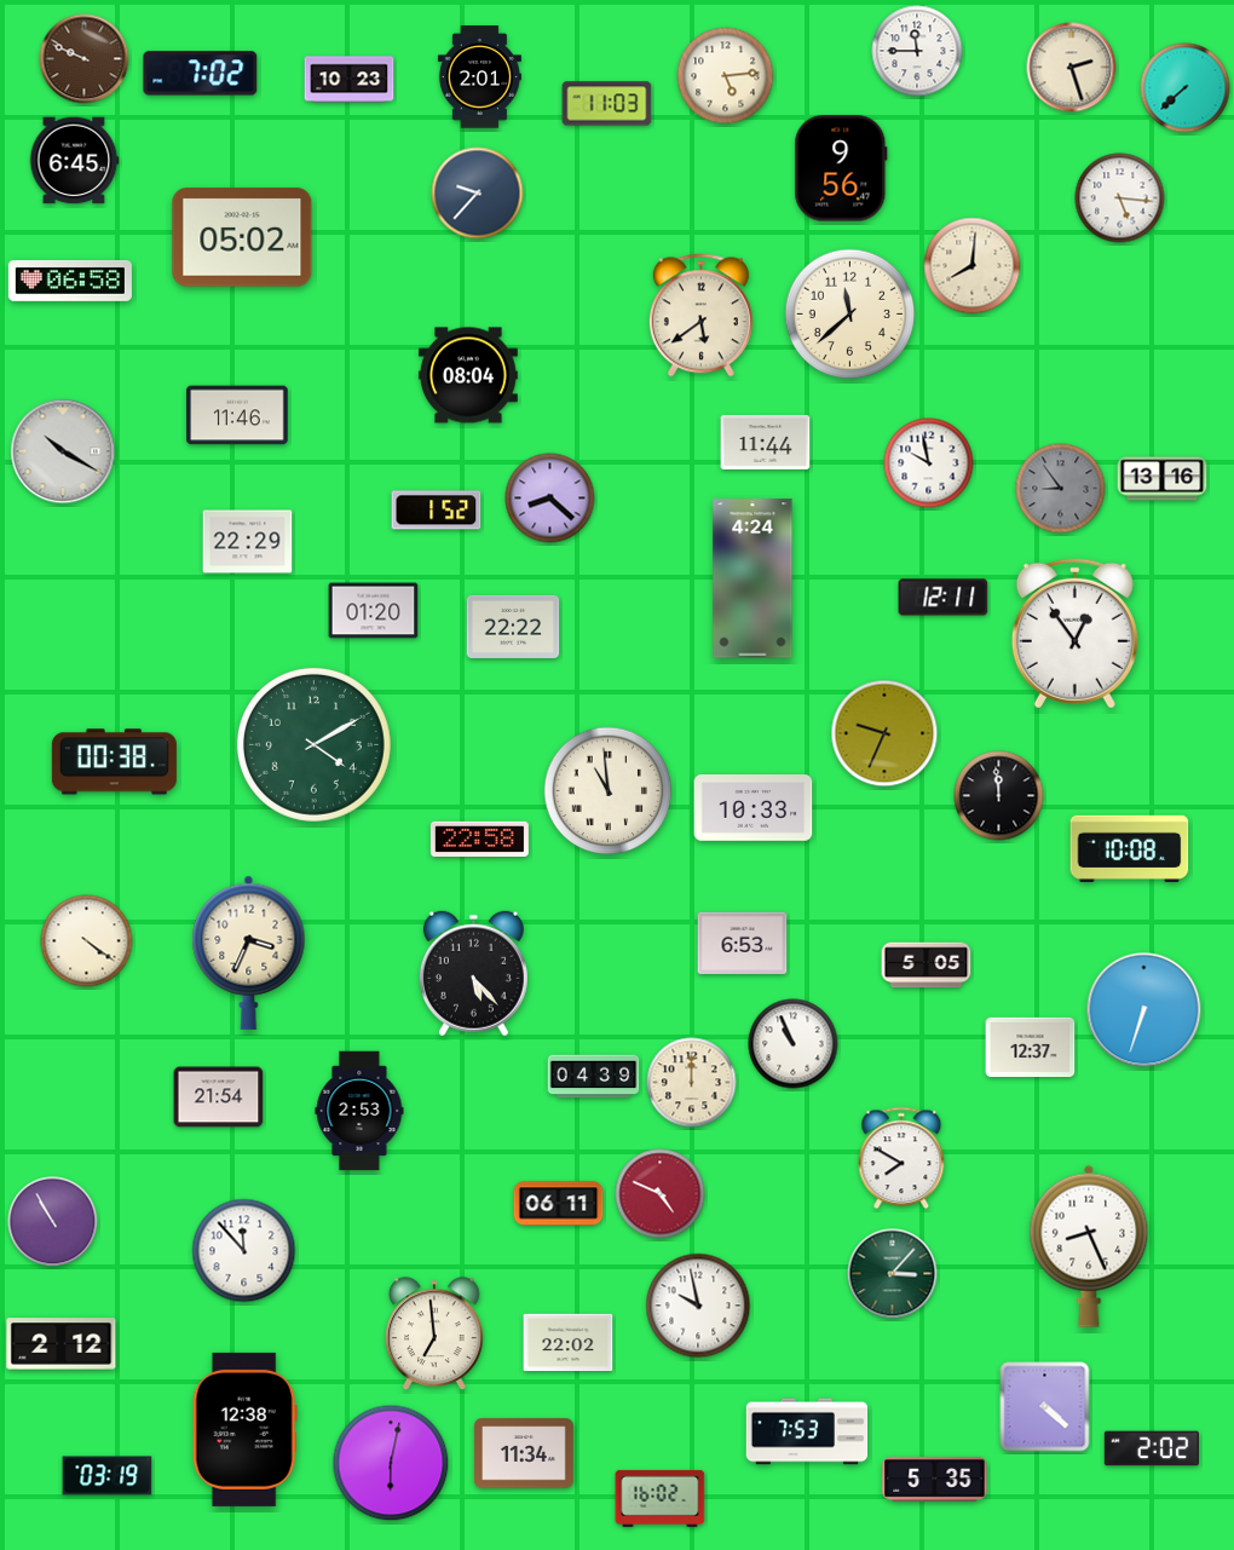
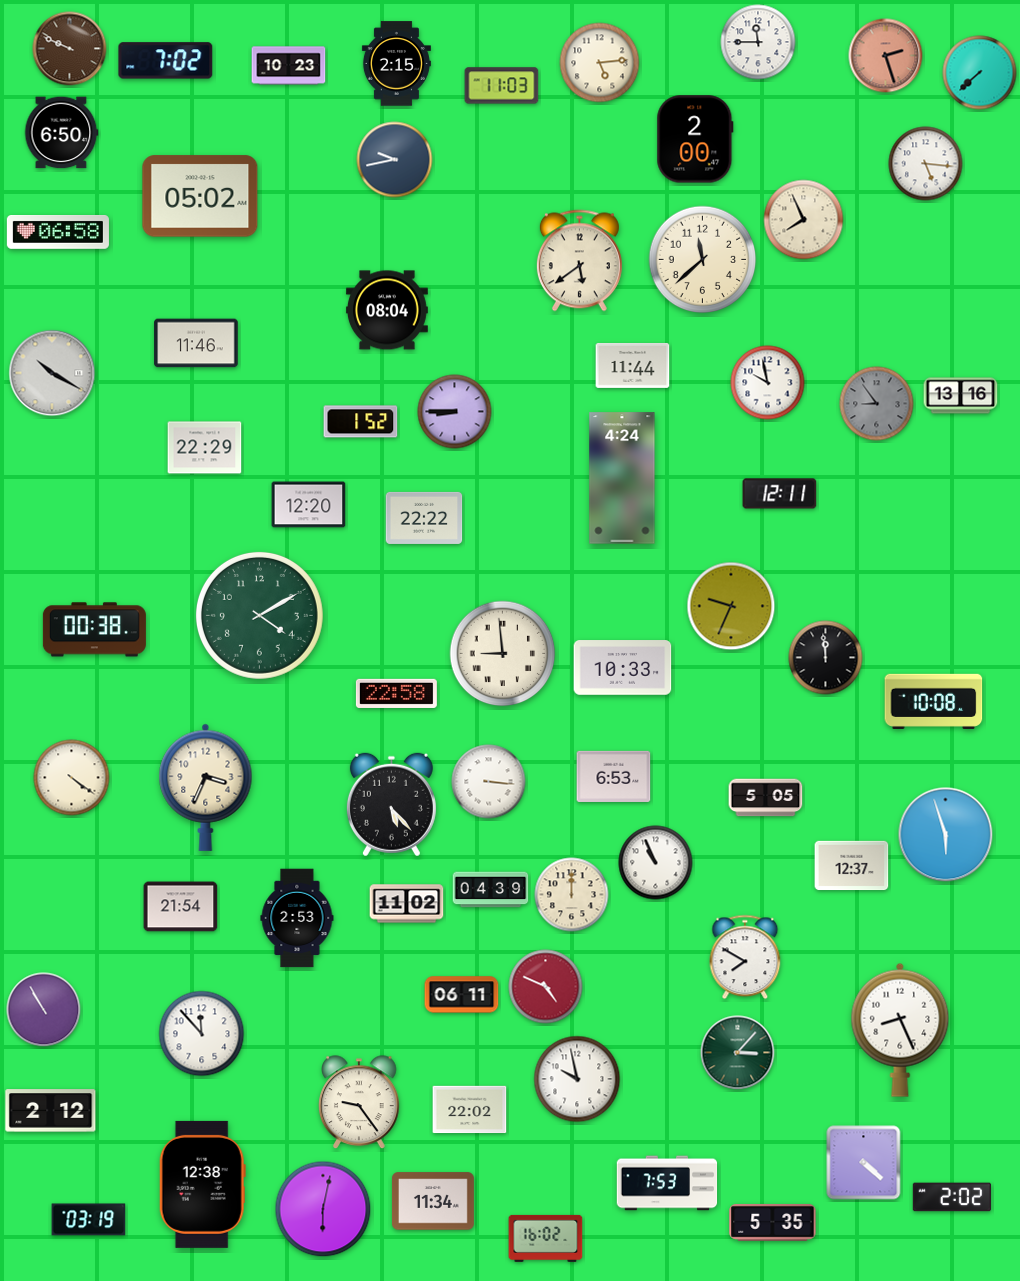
clock at (1072, 68) dial: cream -> salmon
clock at (479, 77): 2:01 -> 2:15
clock at (74, 161): 6:45 -> 6:50
clock at (841, 168): 9:56 -> 2:00
clock at (478, 194): 9:37 -> 9:43
clock at (973, 266): 8:01 -> 7:56
clock at (550, 499): 8:22 -> 8:45
clock at (374, 611): 01:20 -> 12:20
clock at (1074, 633): 12:54 -> none
clock at (609, 791): 10:59 -> 8:59
clock at (743, 943) position: (743, 943) -> (614, 776)
clock at (489, 782): none -> 3:16
clock at (1144, 1010): 6:33 -> 5:57
clock at (407, 904): none -> 11:02
clock at (436, 1335): 6:59 -> 9:24
clock at (244, 1429) position: (244, 1429) -> (202, 1184)
